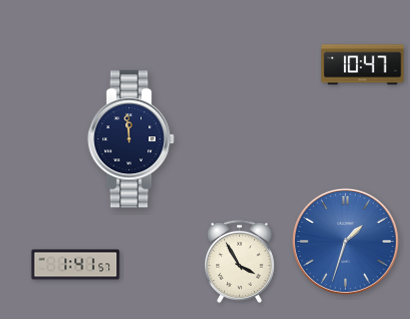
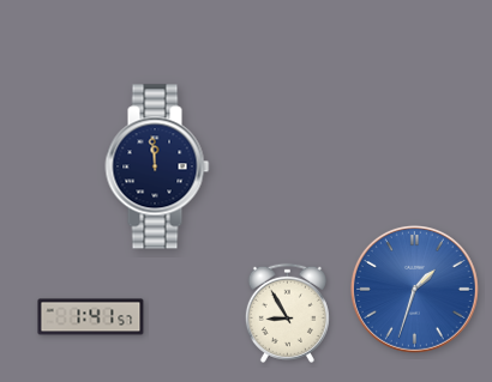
clock at (363, 65): 10:47 -> none
clock at (239, 261): 3:55 -> 8:55
